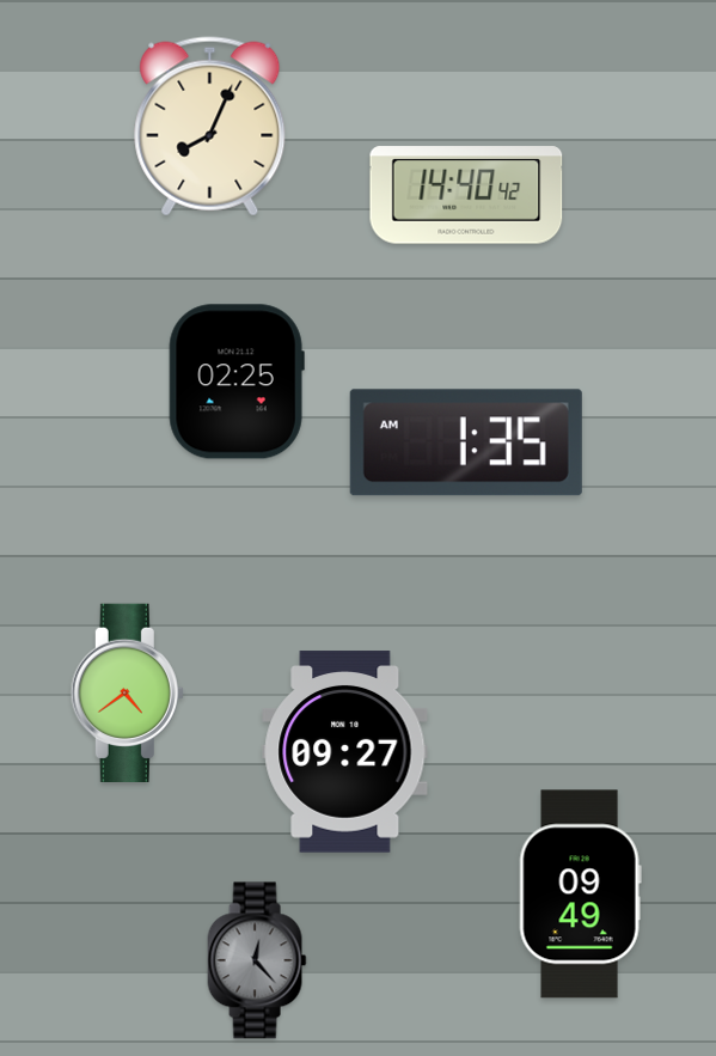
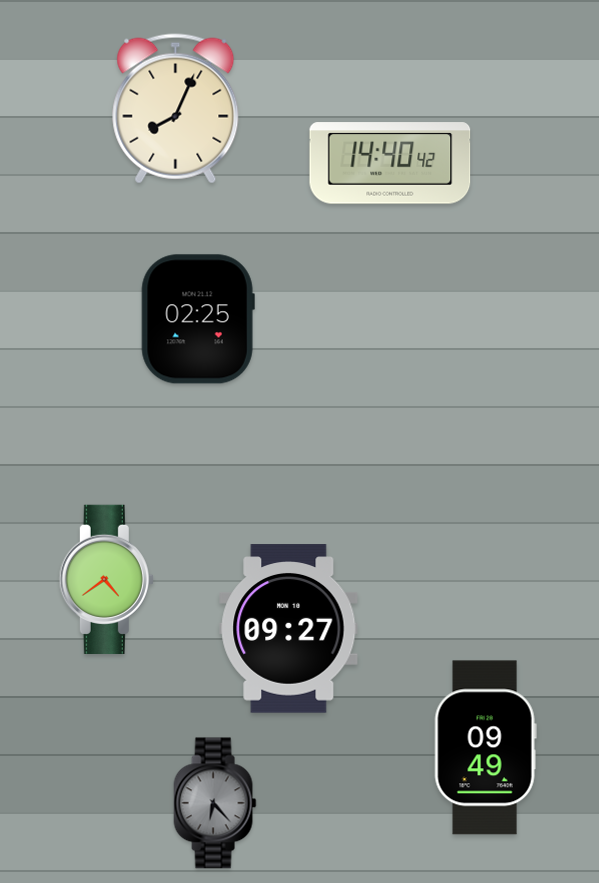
clock at (210, 127) position: (210, 127) -> (176, 109)
clock at (466, 442): 1:35 -> none
clock at (257, 960): 12:23 -> 6:23
